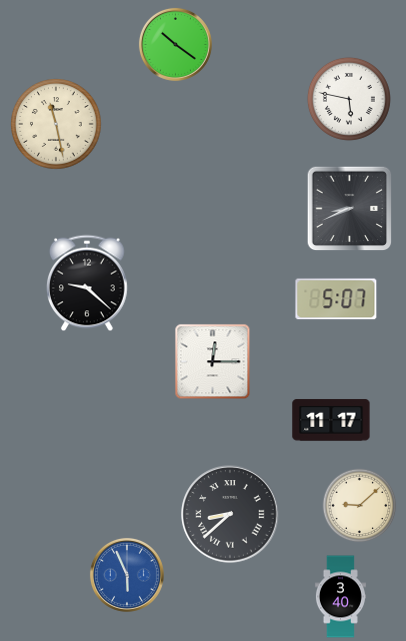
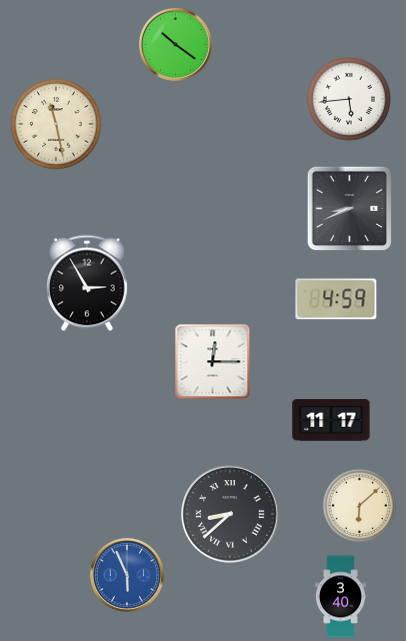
clock at (349, 99): 5:47 -> 5:44
clock at (88, 283): 9:22 -> 2:55
clock at (336, 299): 5:07 -> 4:59
clock at (360, 506): 9:08 -> 6:08
